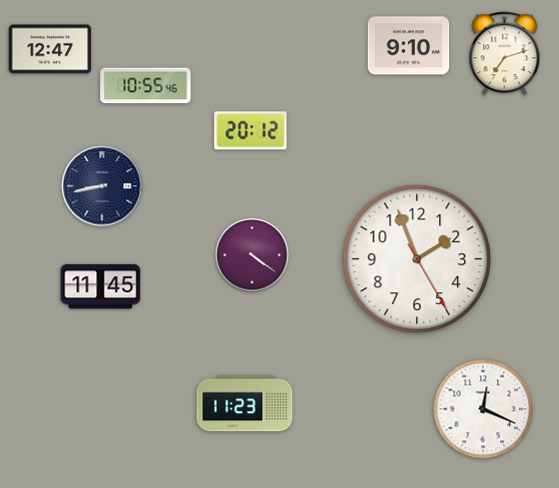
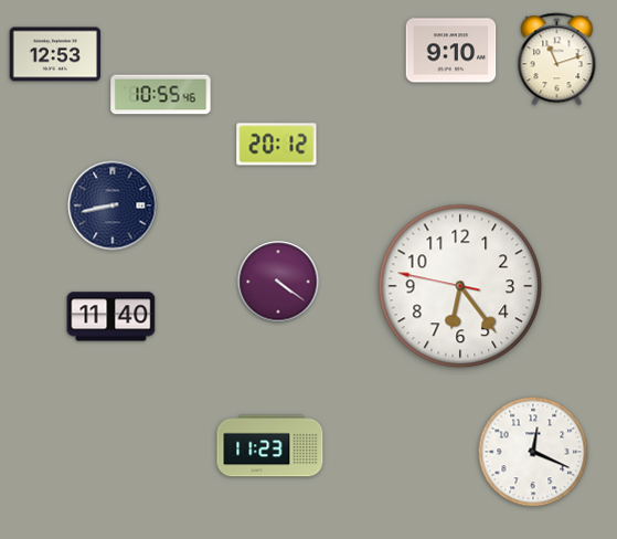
clock at (50, 49): 12:47 -> 12:53
clock at (505, 54): 7:12 -> 11:12
clock at (417, 259): 1:56 -> 6:23
clock at (101, 287): 11:45 -> 11:40
